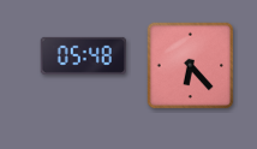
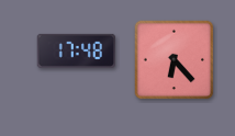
clock at (83, 55): 05:48 -> 17:48
